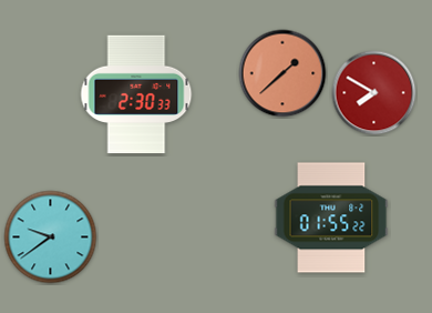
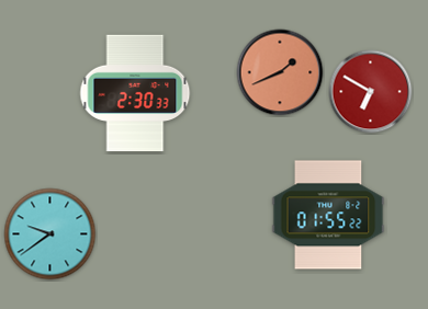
clock at (282, 73): 1:38 -> 1:41
clock at (374, 93): 7:50 -> 6:50
